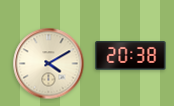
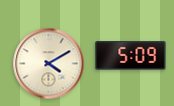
clock at (131, 56): 20:38 -> 5:09
